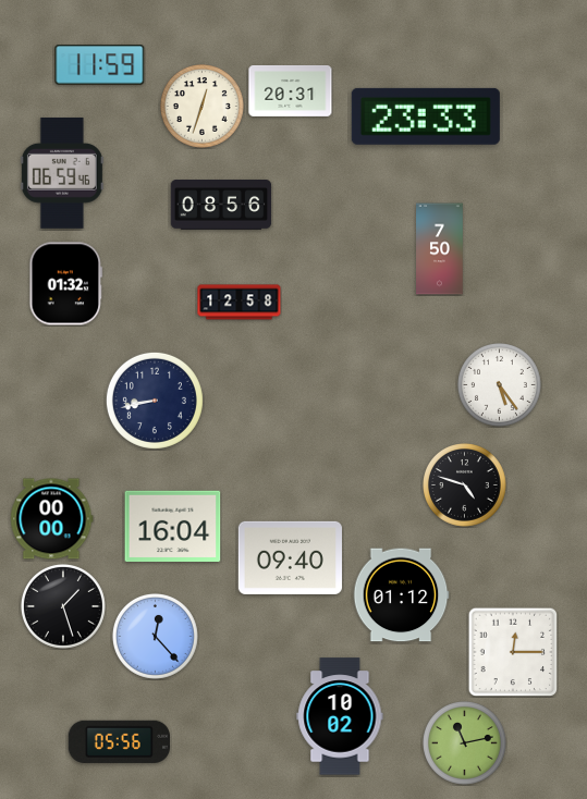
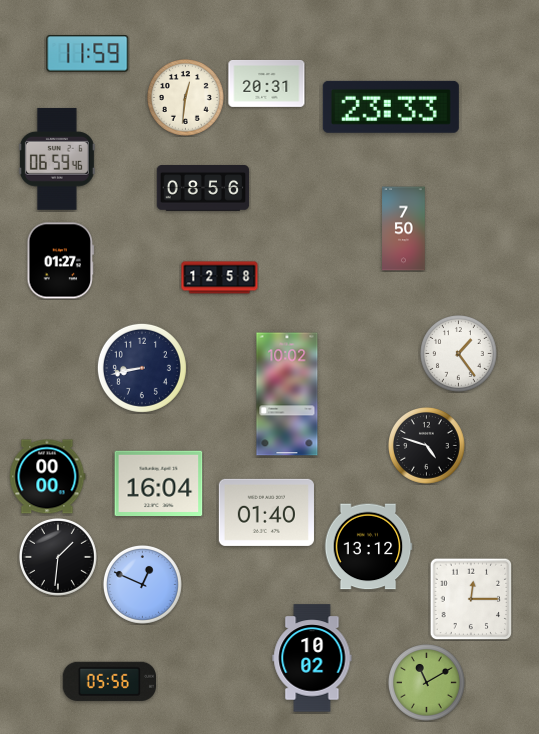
clock at (100, 65) position: (100, 65) -> (88, 54)
clock at (203, 107): 12:33 -> 12:31
clock at (66, 284): 01:32 -> 01:27
clock at (500, 385): 5:24 -> 1:24
clock at (287, 394): none -> 10:02
clock at (290, 557): 09:40 -> 01:40
clock at (401, 595): 01:12 -> 13:12
clock at (63, 606): 1:27 -> 1:31
clock at (155, 636): 12:23 -> 12:49
clock at (465, 743): 11:13 -> 11:10
